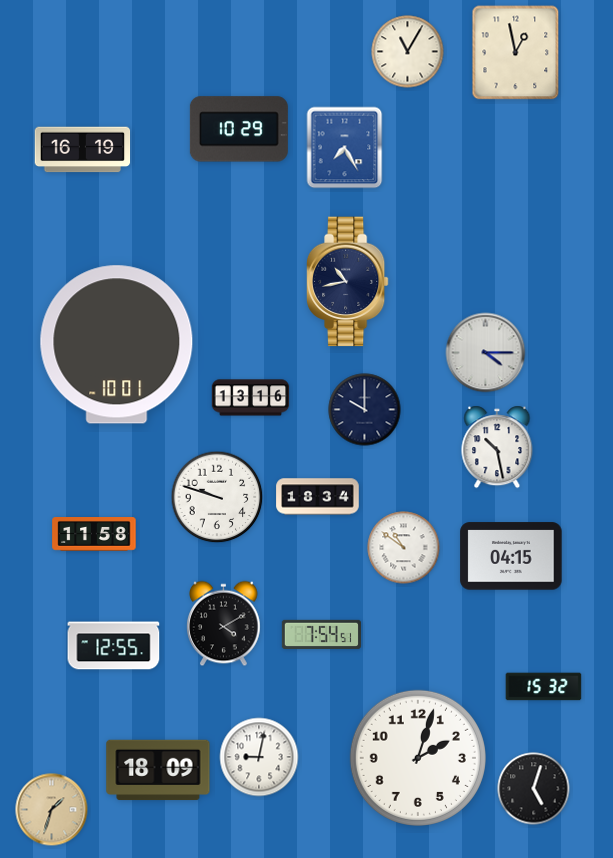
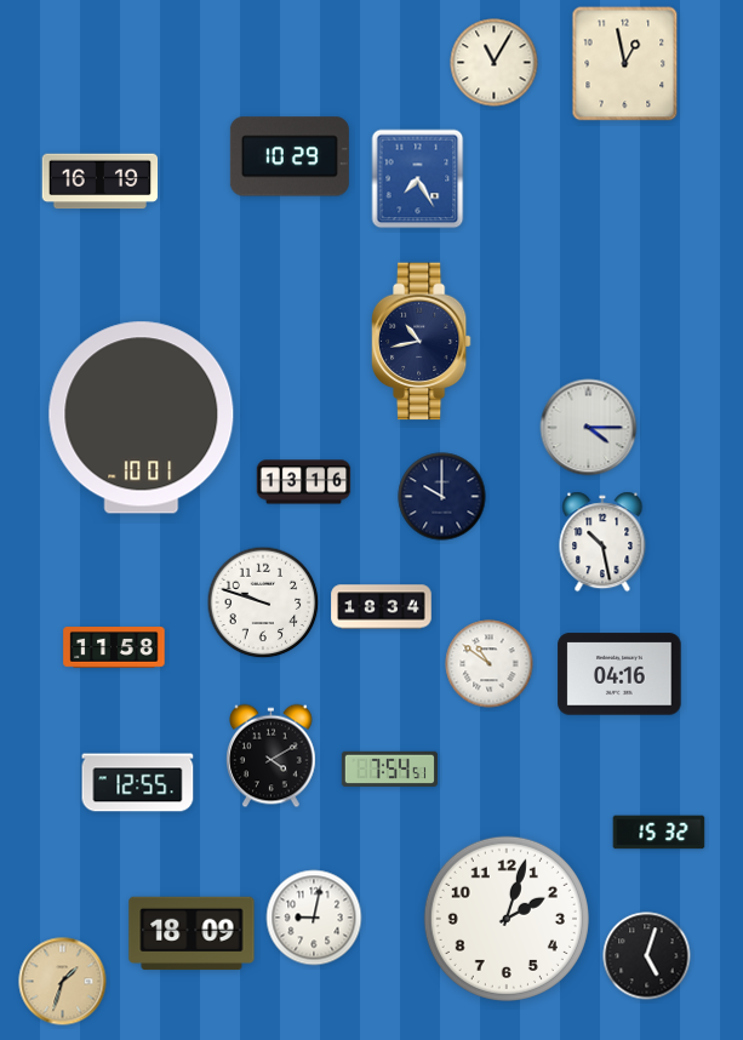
clock at (318, 497) position: (318, 497) -> (382, 607)
clock at (511, 556): 04:15 -> 04:16
